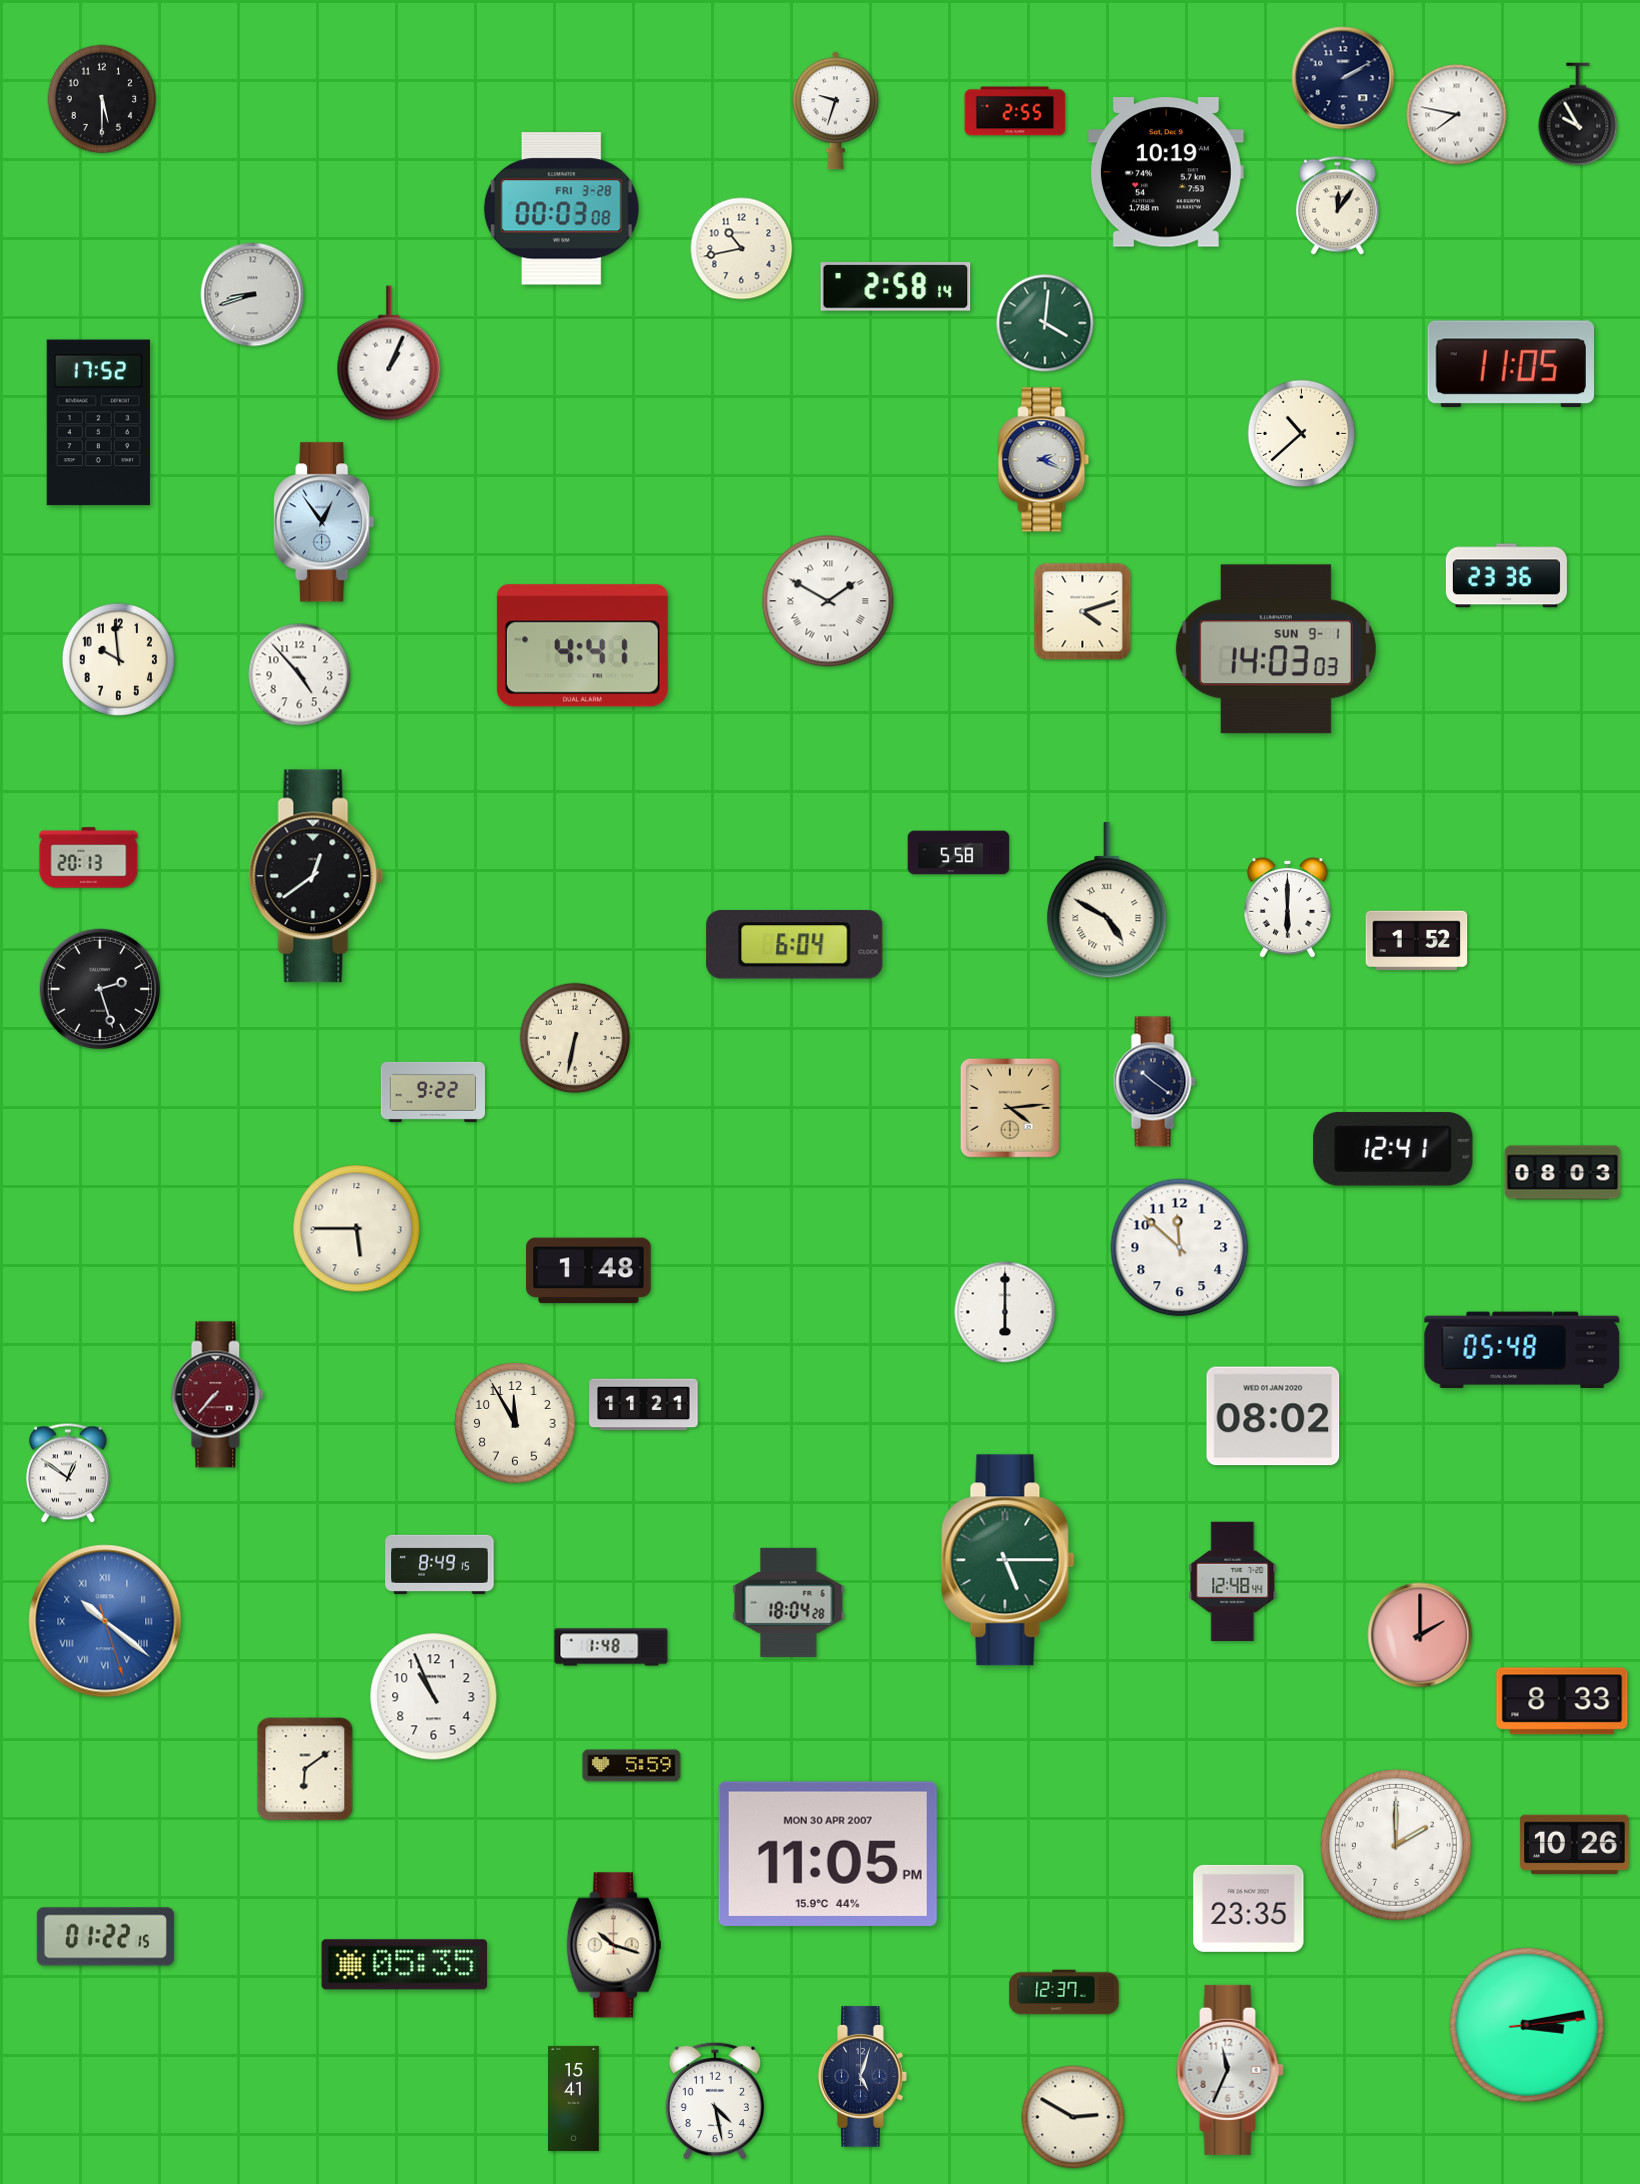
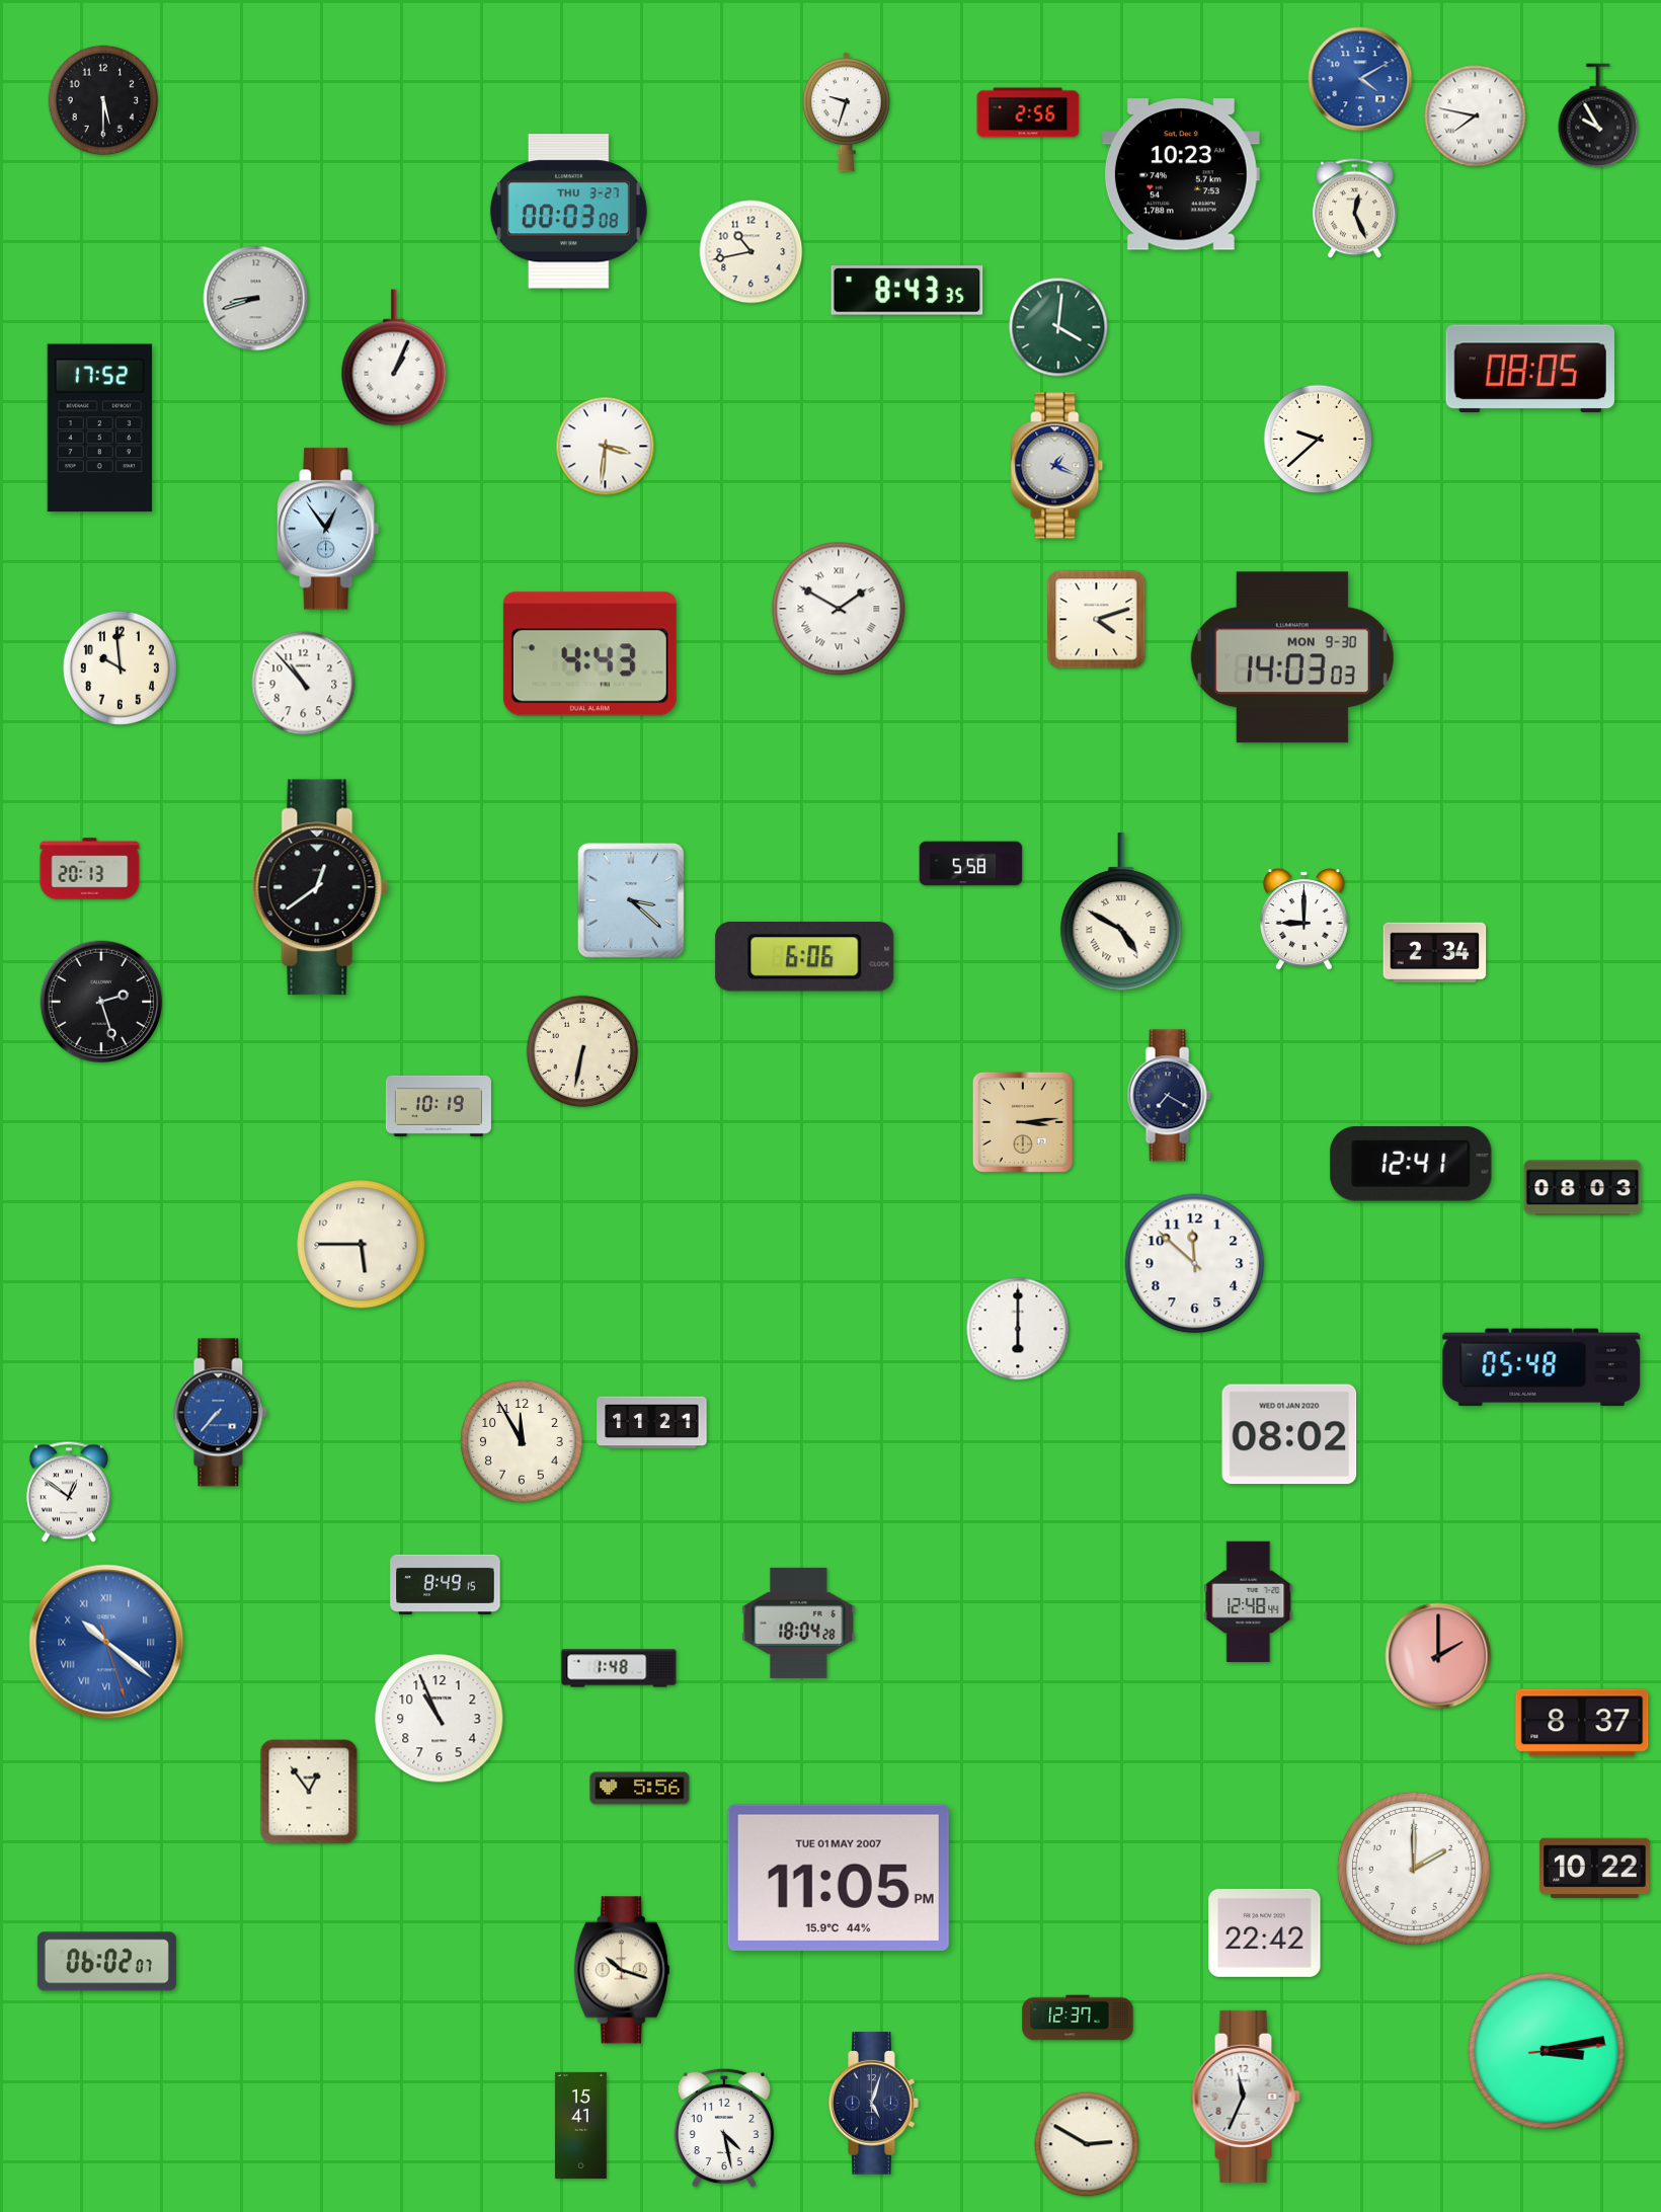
clock at (1343, 78): 2:10 -> 4:10
clock at (1343, 78) dial: navy -> blue
clock at (1015, 111): 2:55 -> 2:56
clock at (1166, 172): 10:19 -> 10:23
clock at (1338, 206): 12:06 -> 12:26
clock at (561, 209) date: FRI 3-28 -> THU 3-27
clock at (896, 287): 2:58 -> 8:43
clock at (1510, 364): 11:05 -> 08:05
clock at (1302, 434): 10:38 -> 9:38
clock at (606, 447): none -> 3:31
clock at (1044, 460): 2:19 -> 1:19
clock at (1506, 576): 23:36 -> none
clock at (582, 646): 4:41 -> 4:43
clock at (1276, 649) date: SUN 9-1 -> MON 9-30
clock at (300, 675): 4:53 -> 10:53
clock at (631, 900): none -> 3:22
clock at (1288, 908): 6:00 -> 9:00
clock at (1417, 941): 1:52 -> 2:34
clock at (795, 945): 6:04 -> 6:06
clock at (1154, 1082): 10:21 -> 7:20
clock at (433, 1092): 9:22 -> 10:19
clock at (1010, 1108): 4:14 -> 3:14
clock at (589, 1271): 1:48 -> none
clock at (218, 1395) dial: burgundy -> blue
clock at (1008, 1560): 5:15 -> none
clock at (1562, 1701): 8:33 -> 8:37
clock at (632, 1766): 5:59 -> 5:56
clock at (305, 1769): 6:09 -> 12:54
clock at (1575, 1844): 10:26 -> 10:22
clock at (828, 1854) date: MON 30 APR 2007 -> TUE 01 MAY 2007
clock at (1249, 1908): 23:35 -> 22:42
clock at (105, 1937): 01:22 -> 06:02
clock at (405, 1965): 05:35 -> none
